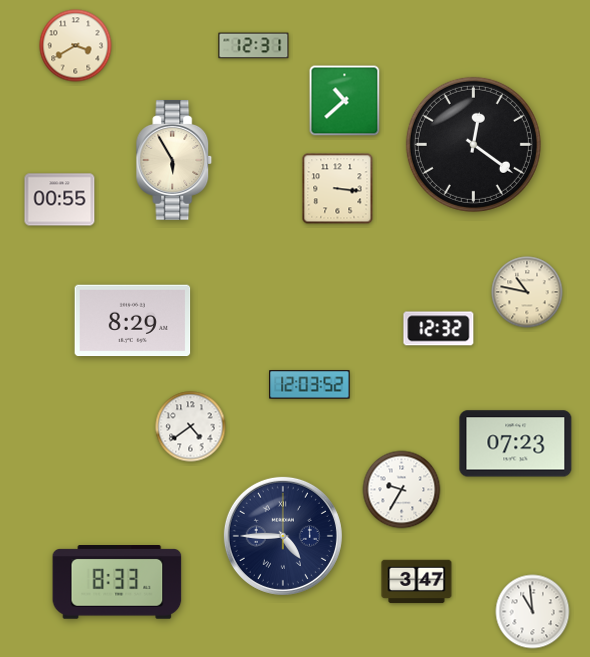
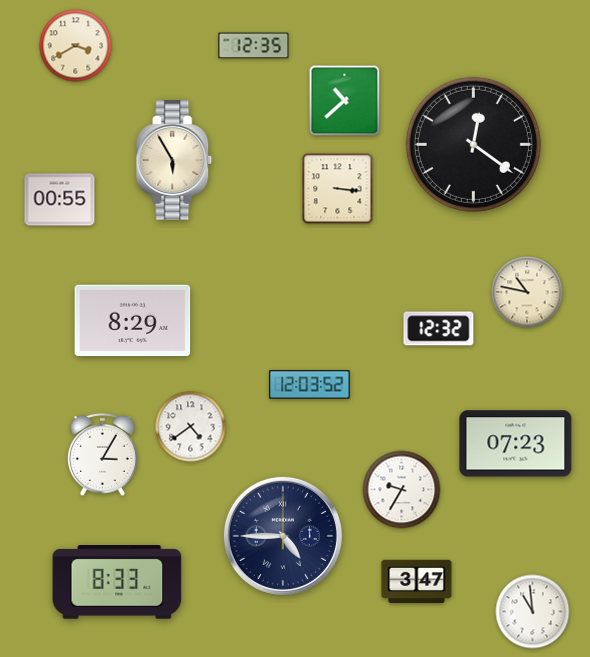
clock at (254, 46): 12:31 -> 12:35
clock at (103, 454): none -> 3:05
